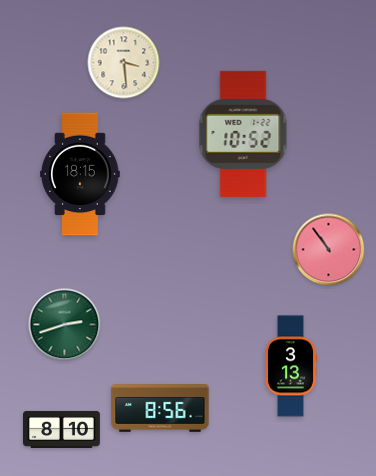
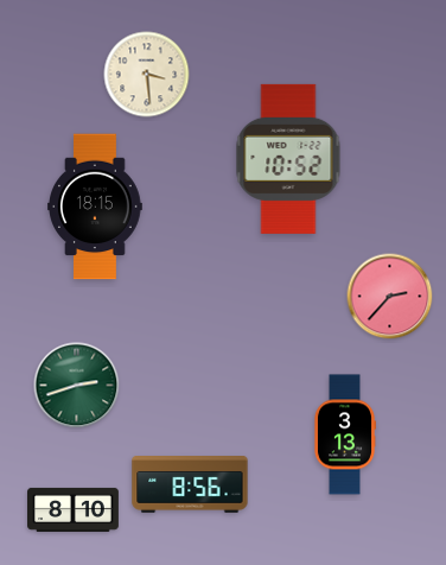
clock at (329, 250): 10:54 -> 2:37
